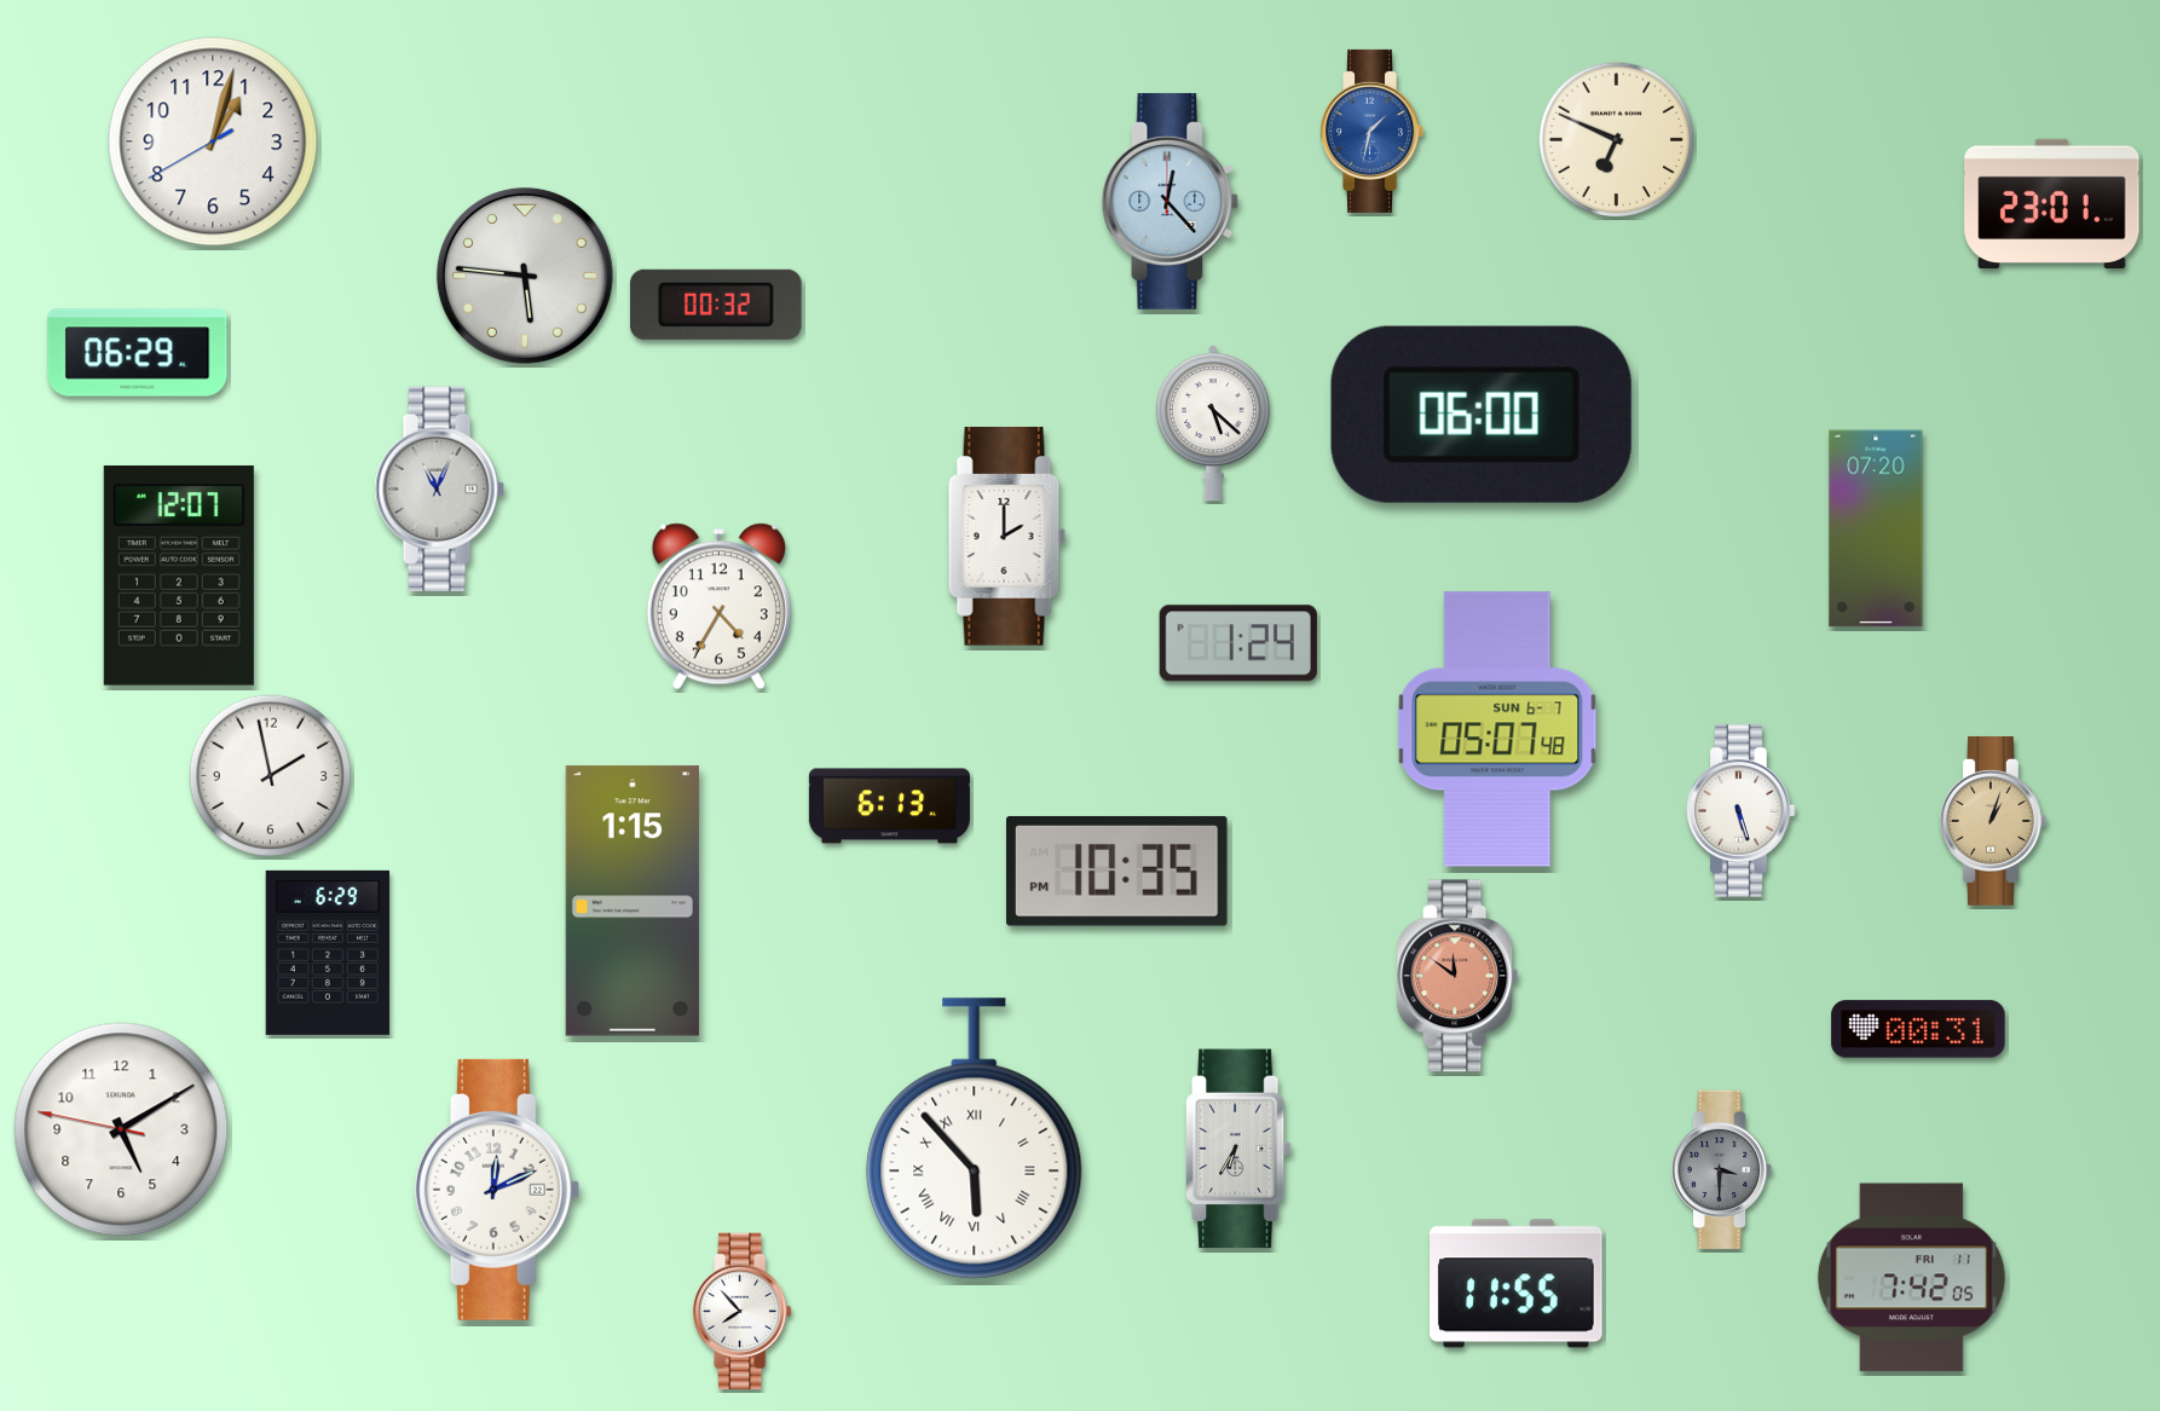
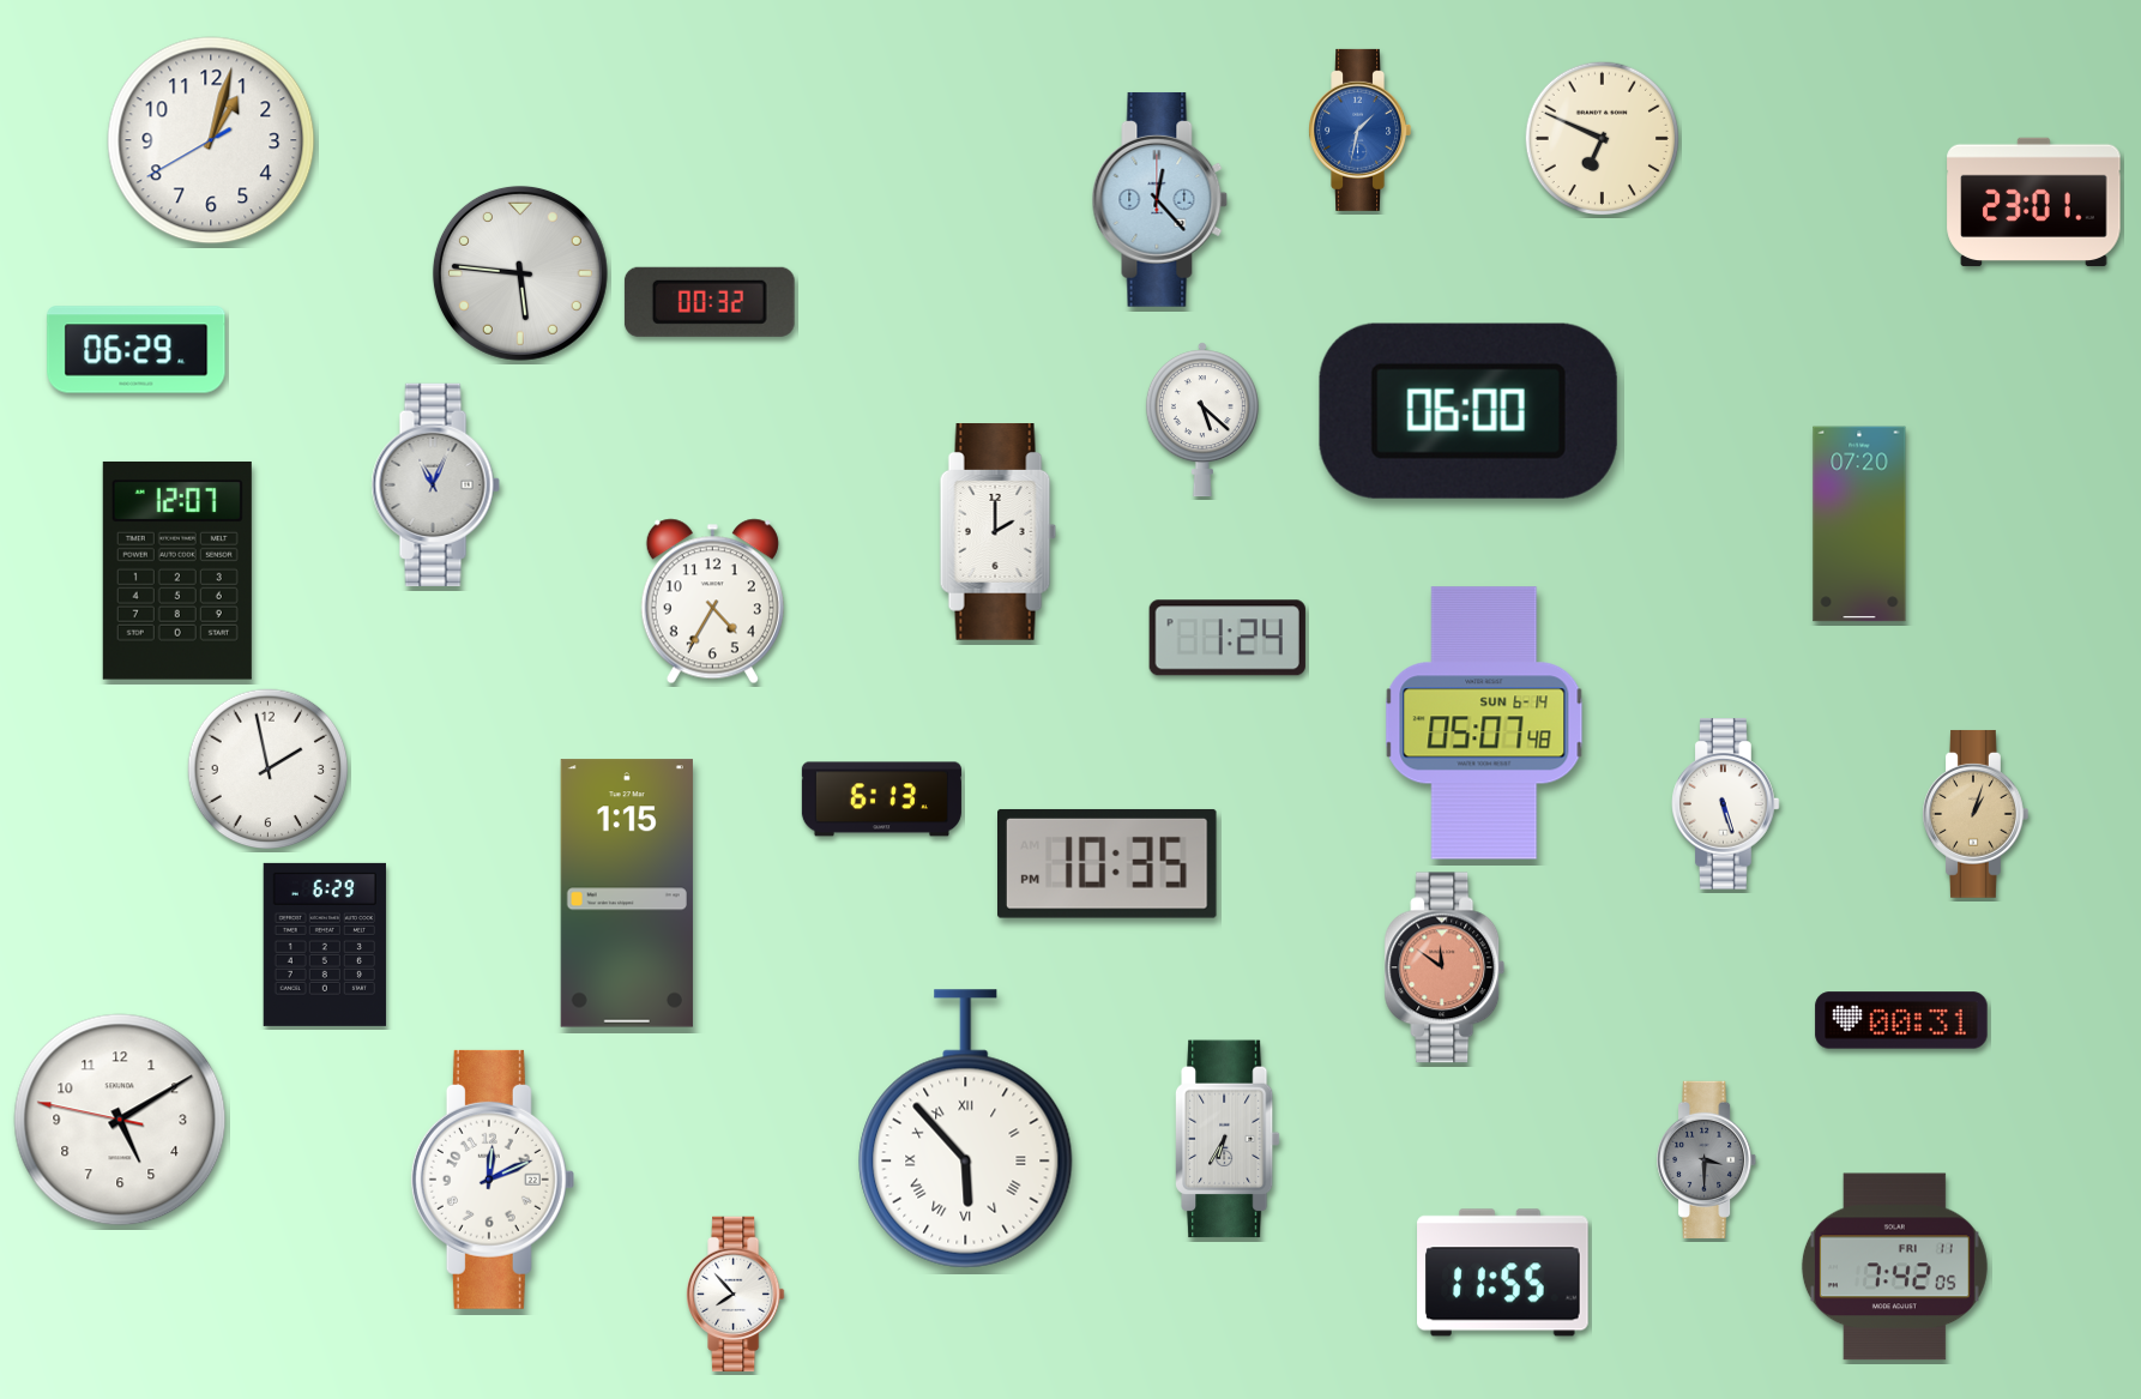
clock at (1497, 729) date: SUN 6-7 -> SUN 6-14
clock at (743, 1312) position: (743, 1312) -> (736, 1295)
